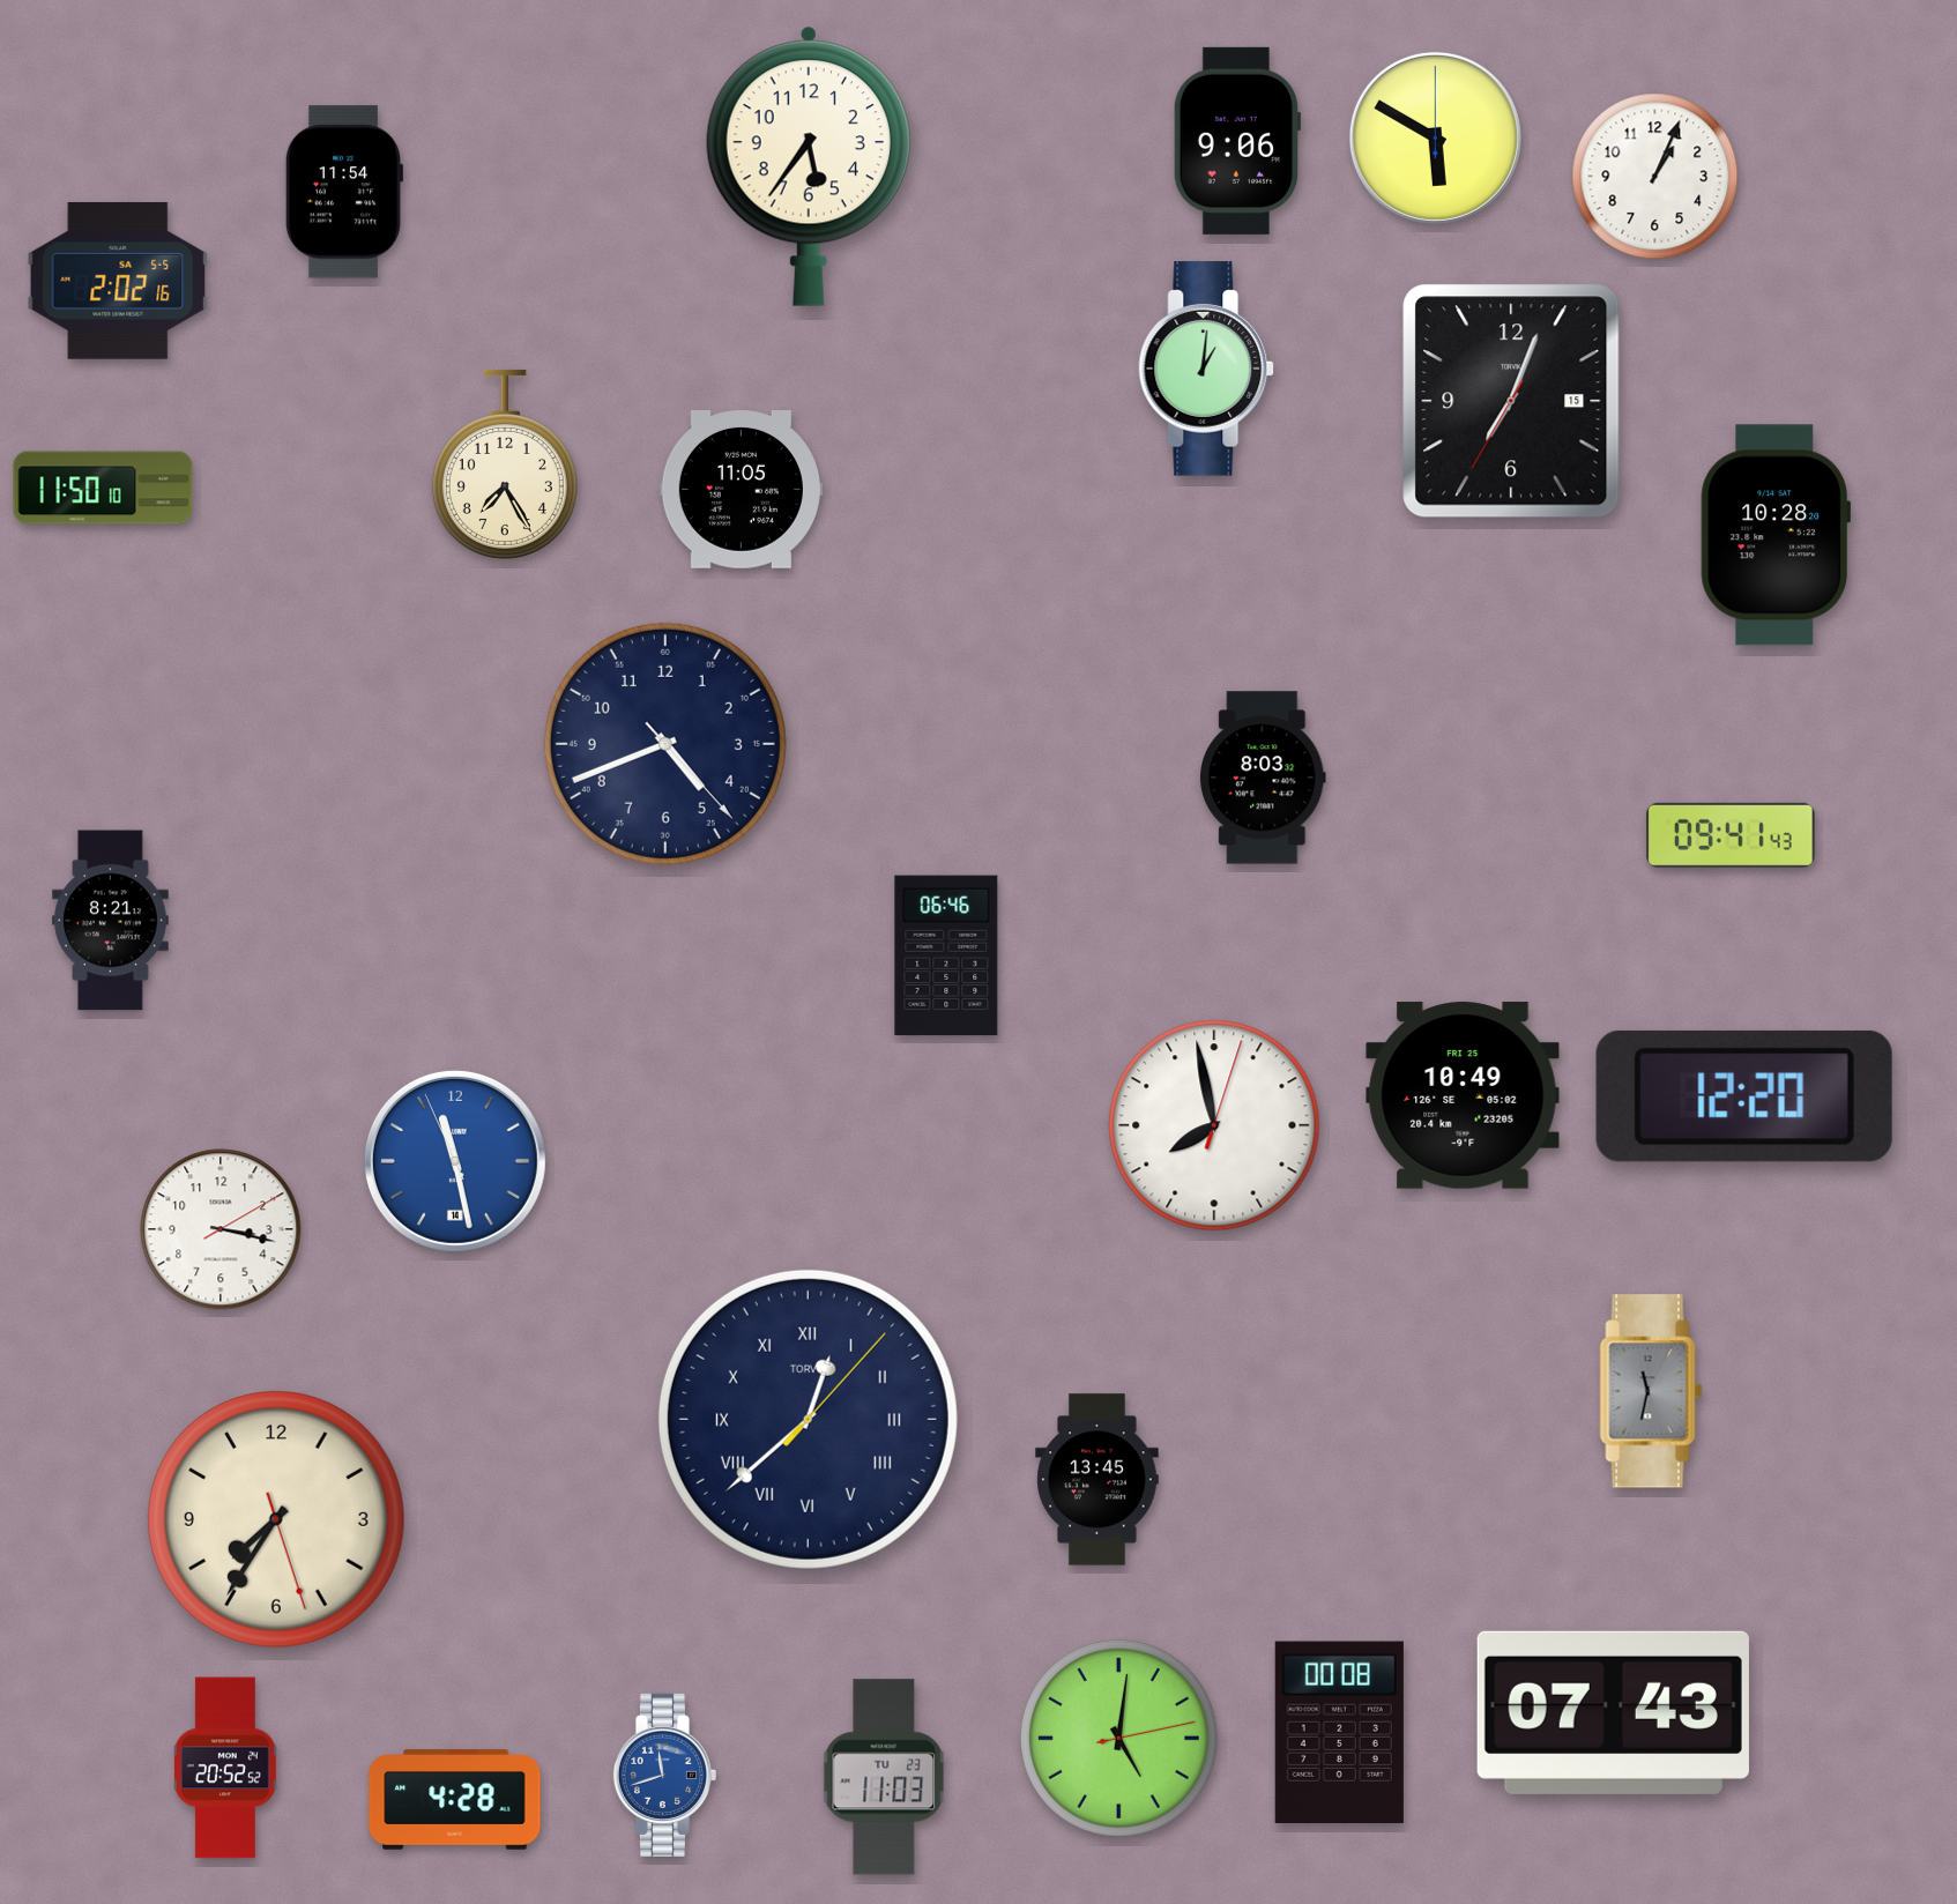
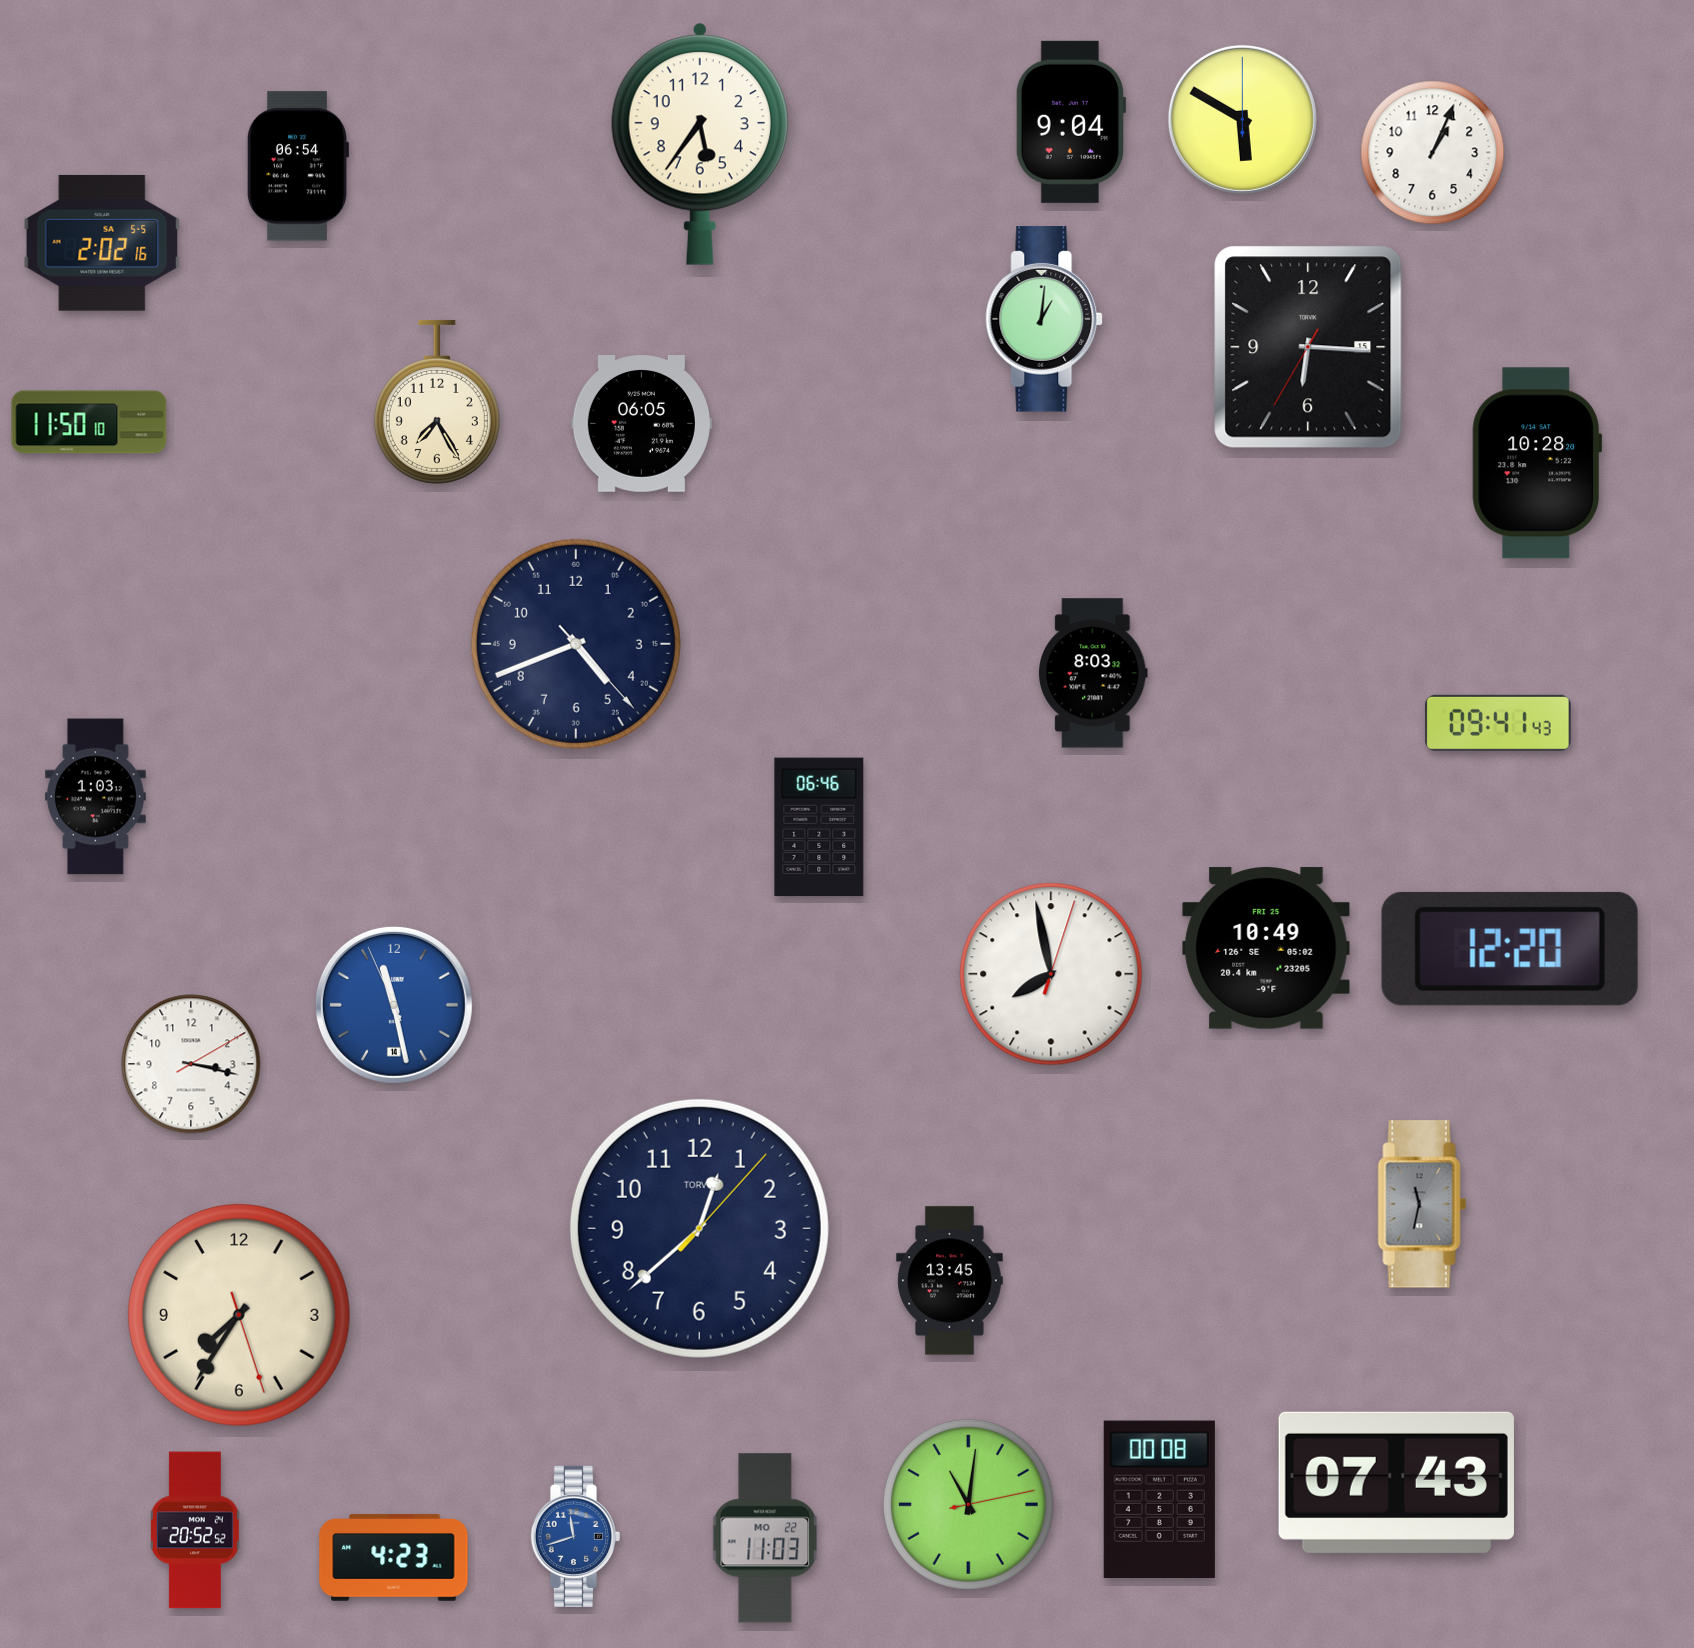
clock at (1237, 141): 9:06 -> 9:04
clock at (343, 192): 11:54 -> 06:54
clock at (1511, 401): 7:03 -> 6:15
clock at (741, 490): 11:05 -> 06:05
clock at (110, 921): 8:21 -> 1:03
clock at (1651, 1391) position: (1651, 1391) -> (1422, 1204)
clock at (808, 1419) numerals: Roman -> Arabic
clock at (1118, 1738): 5:01 -> 11:01
clock at (884, 1777) date: TU 23 -> MO 22
clock at (455, 1800): 4:28 -> 4:23
